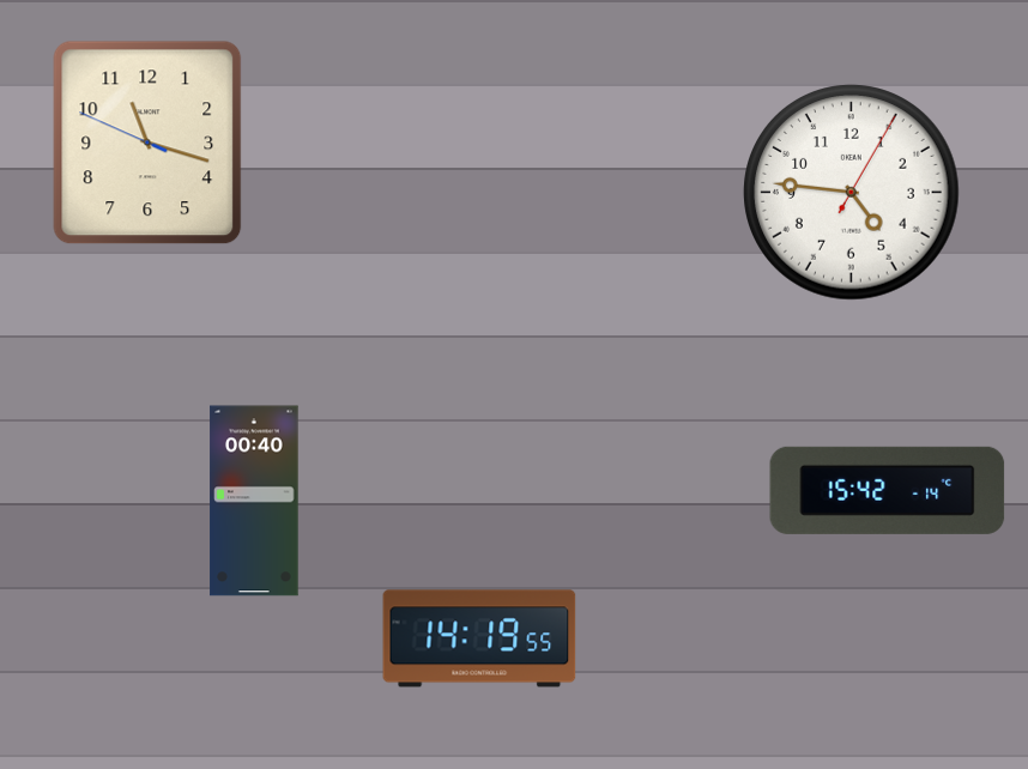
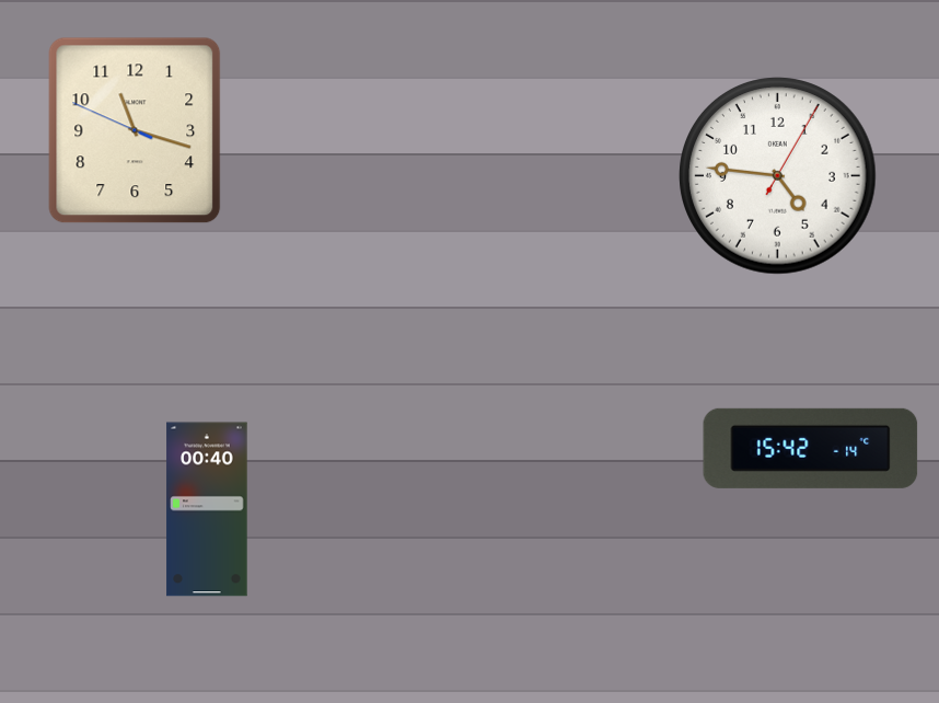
clock at (254, 501) position: (254, 501) -> (207, 509)
clock at (479, 638): 14:19 -> none
